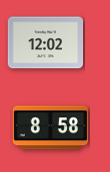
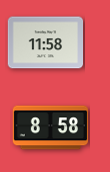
clock at (46, 43): 12:02 -> 11:58
